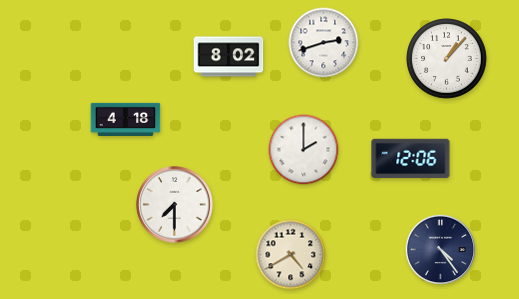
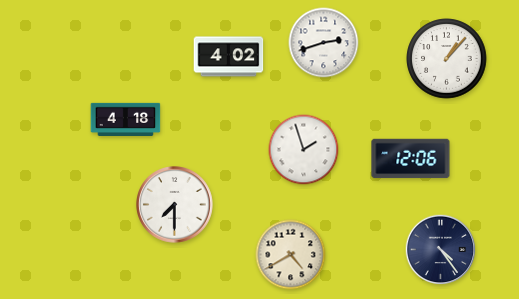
clock at (229, 57): 8:02 -> 4:02
clock at (304, 150): 2:00 -> 1:57
